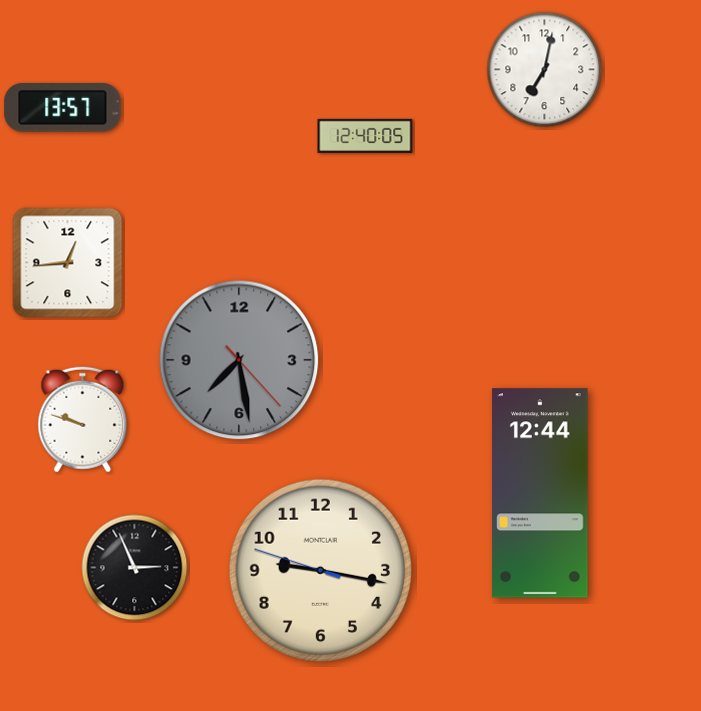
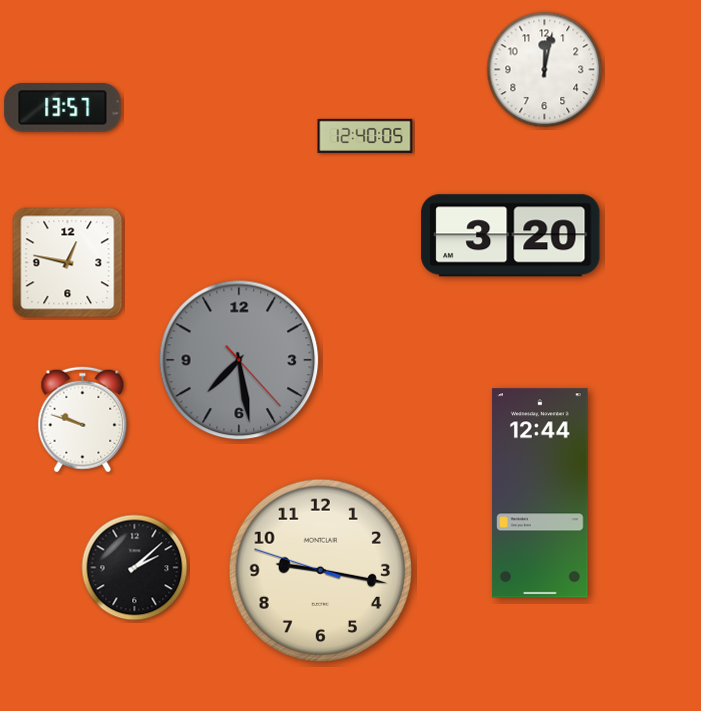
clock at (545, 70): 7:02 -> 12:02
clock at (511, 236): none -> 3:20
clock at (68, 263): 12:44 -> 12:47
clock at (135, 568): 2:56 -> 2:08
